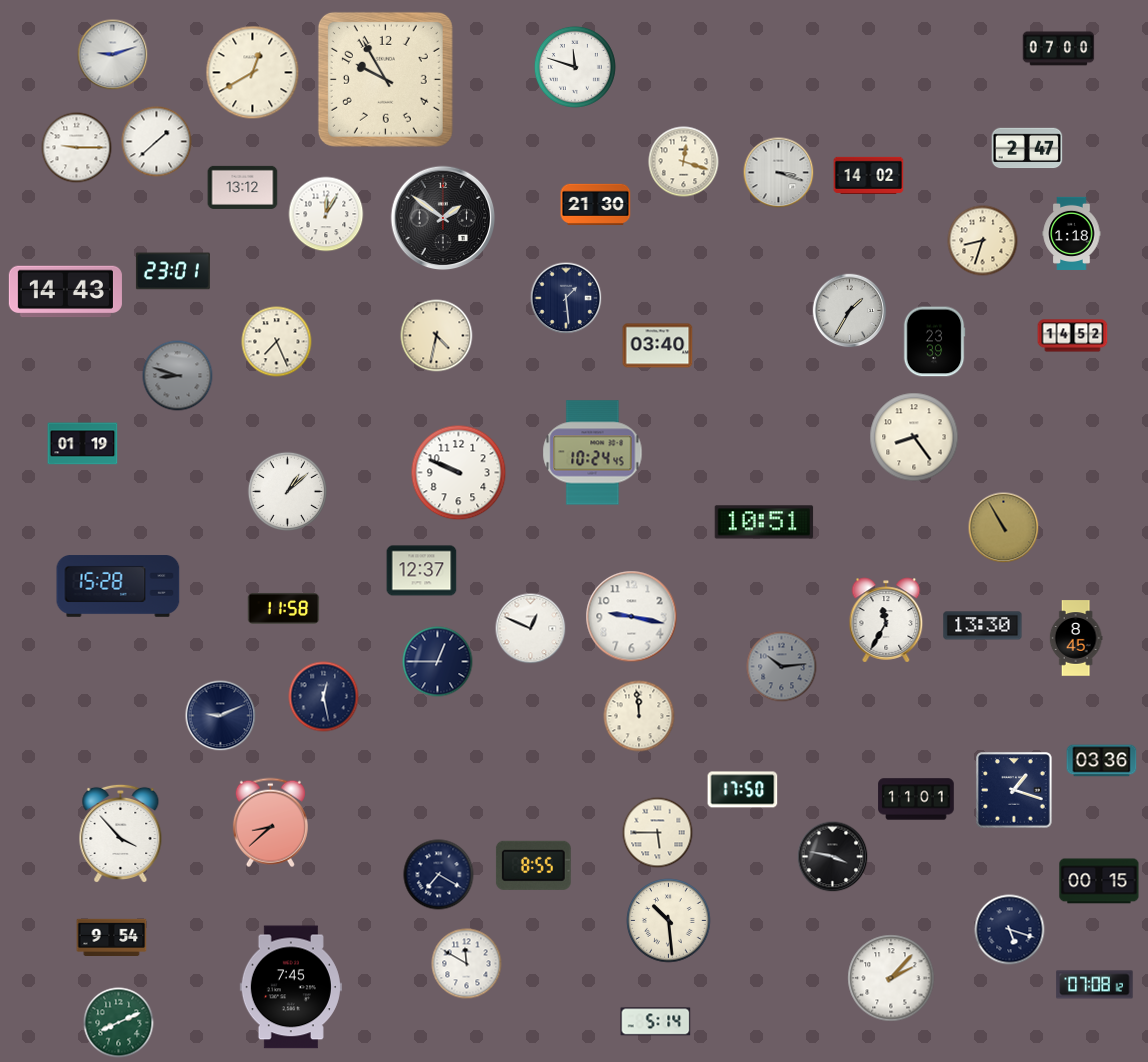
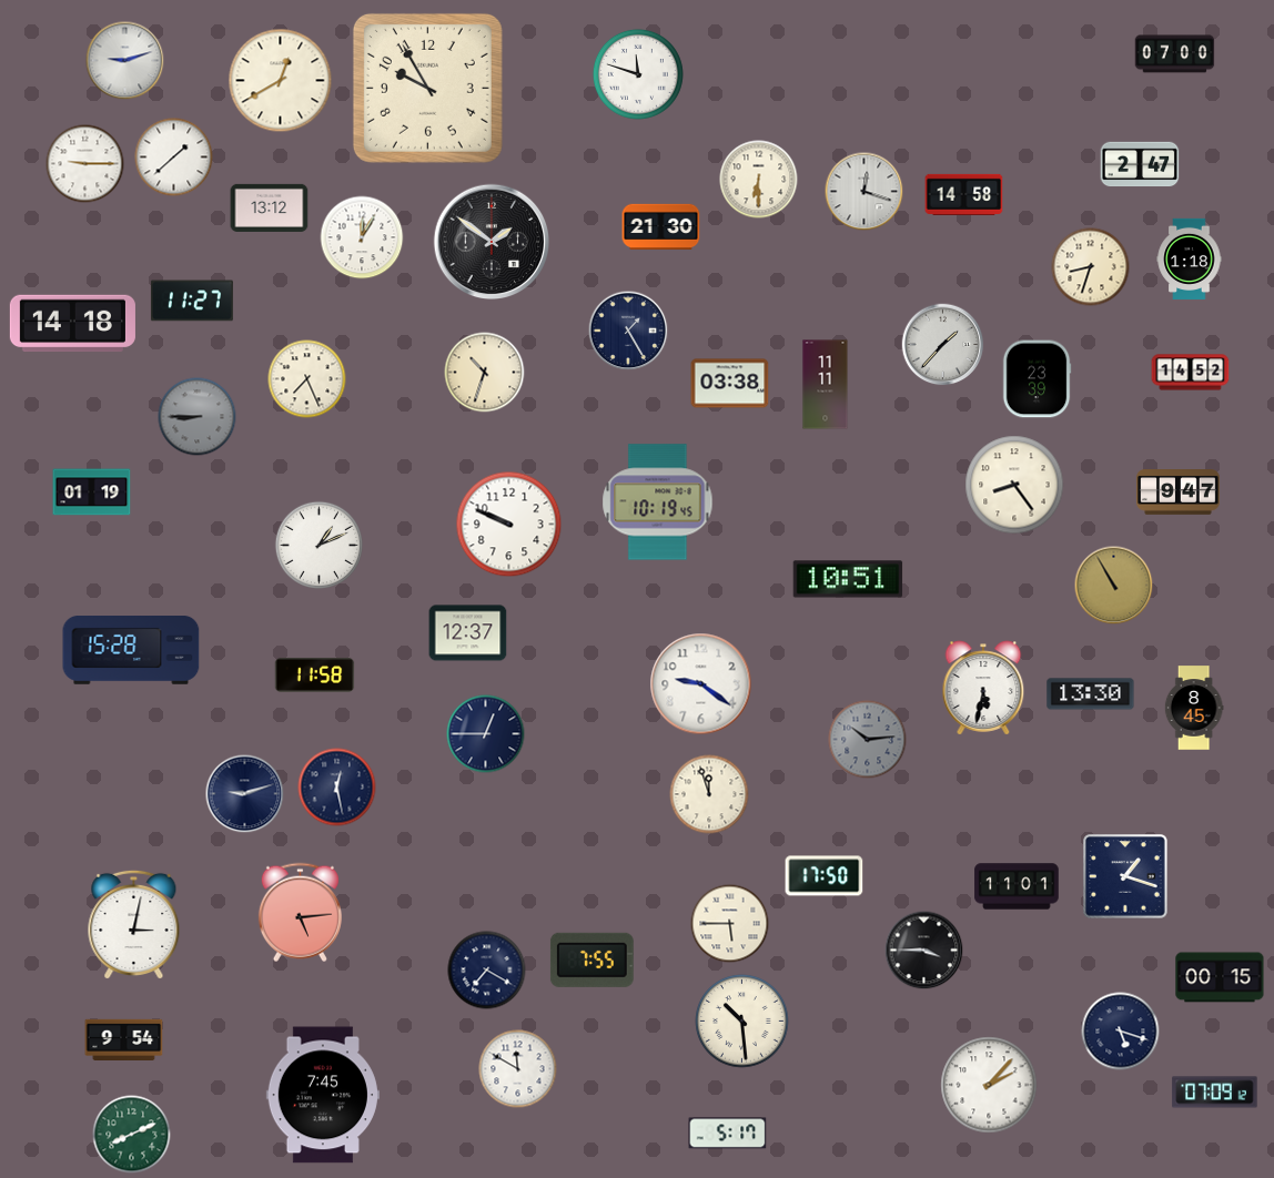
clock at (684, 162): 12:18 -> 6:30
clock at (779, 173): 3:18 -> 12:18
clock at (869, 175): 14:02 -> 14:58
clock at (173, 271): 23:01 -> 11:27
clock at (65, 292): 14:43 -> 14:18
clock at (566, 298): 1:29 -> 1:25
clock at (850, 311): 1:35 -> 1:37
clock at (437, 336): 4:32 -> 10:33
clock at (658, 346): 03:40 -> 03:38
clock at (826, 385): none -> 11:11
clock at (178, 376): 8:48 -> 8:45
clock at (1179, 492): none -> 9:47
clock at (593, 453): 10:24 -> 10:19
clock at (287, 491): 1:08 -> 1:11
clock at (632, 617): 9:17 -> 9:21
clock at (886, 620): 11:35 -> 5:32
clock at (531, 629): 12:49 -> none
clock at (324, 697) position: (324, 697) -> (337, 788)
clock at (221, 716): 9:11 -> 9:12
clock at (639, 716): 11:59 -> 11:57
clock at (1102, 761): 03:36 -> none
clock at (270, 823): 8:38 -> 5:14
clock at (121, 833): 3:53 -> 3:02
clock at (833, 857): 3:47 -> 3:45
clock at (533, 865): 8:55 -> 7:55
clock at (1095, 985): 07:08 -> 07:09
clock at (656, 1022): 5:14 -> 5:17
